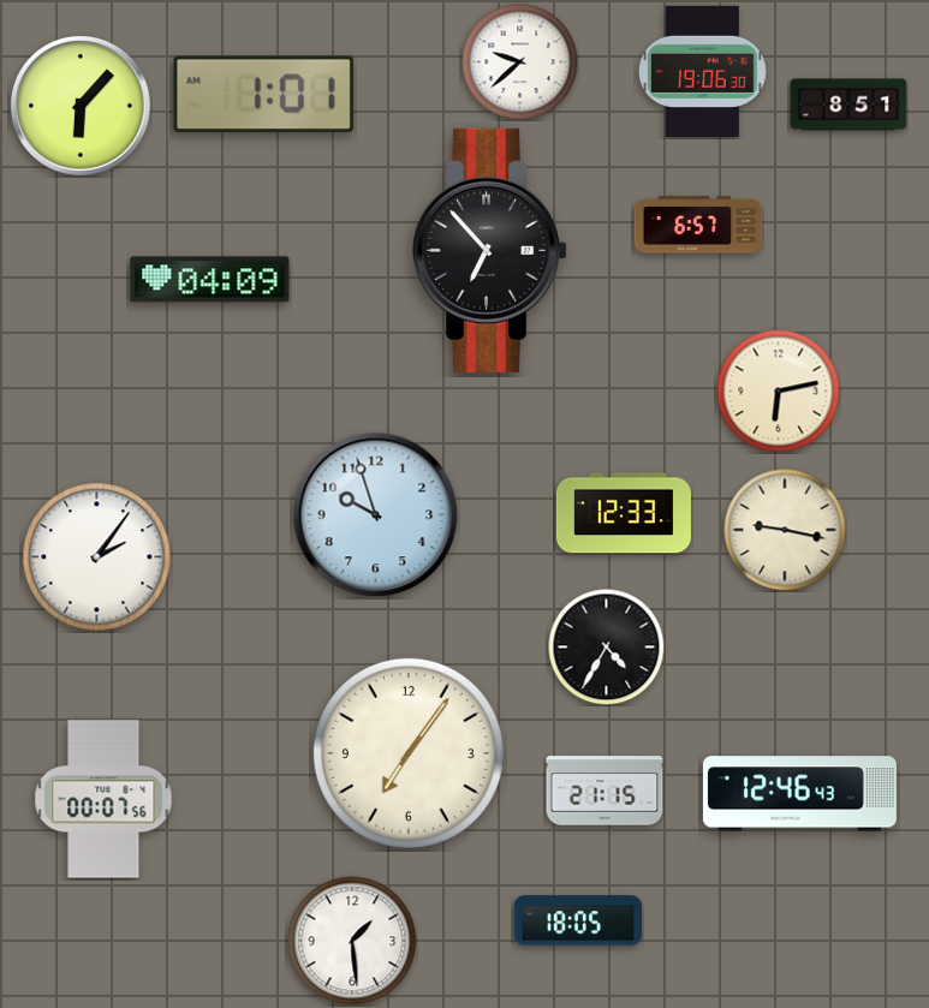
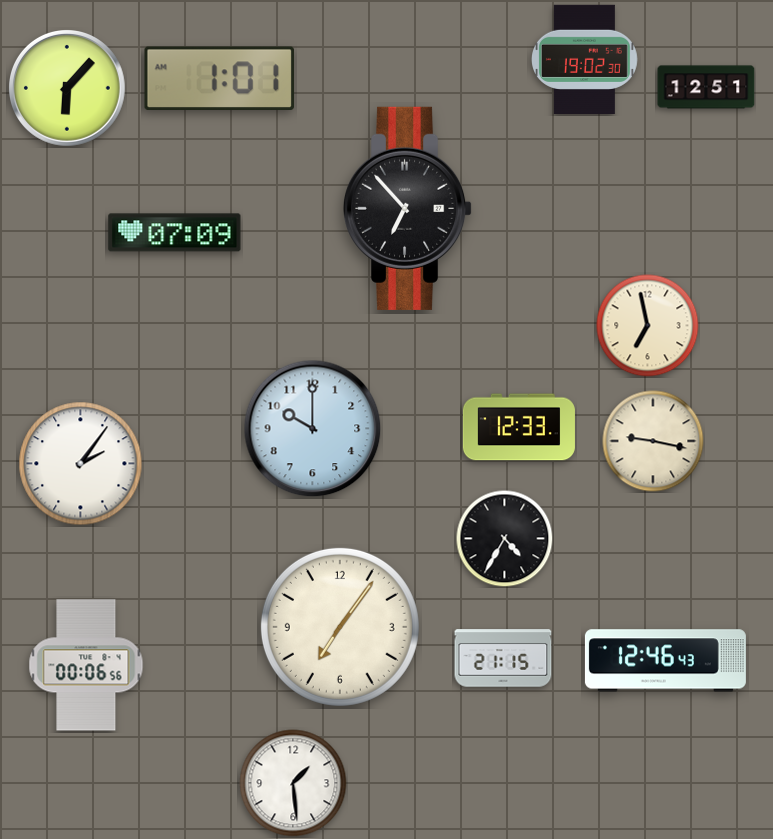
clock at (519, 61): 9:38 -> none
clock at (703, 71): 19:06 -> 19:02
clock at (848, 105): 8:51 -> 12:51
clock at (698, 225): 6:57 -> none
clock at (210, 280): 04:09 -> 07:09
clock at (779, 392): 6:13 -> 6:58
clock at (376, 515): 9:57 -> 10:00
clock at (103, 799): 00:07 -> 00:06
clock at (578, 920): 18:05 -> none
